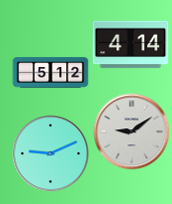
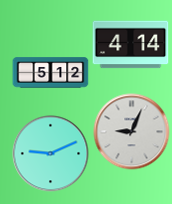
clock at (132, 132): 9:09 -> 9:04
